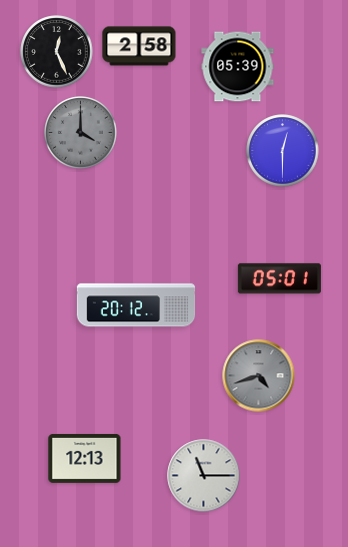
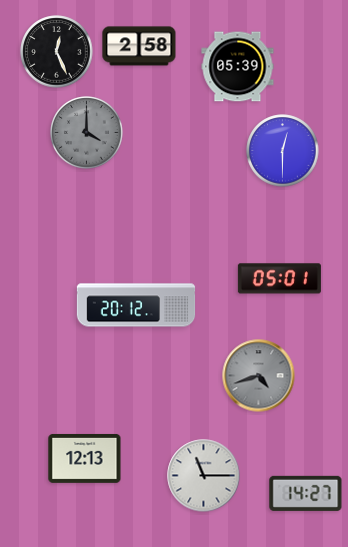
clock at (81, 133) position: (81, 133) -> (87, 133)
clock at (306, 493): none -> 14:27
